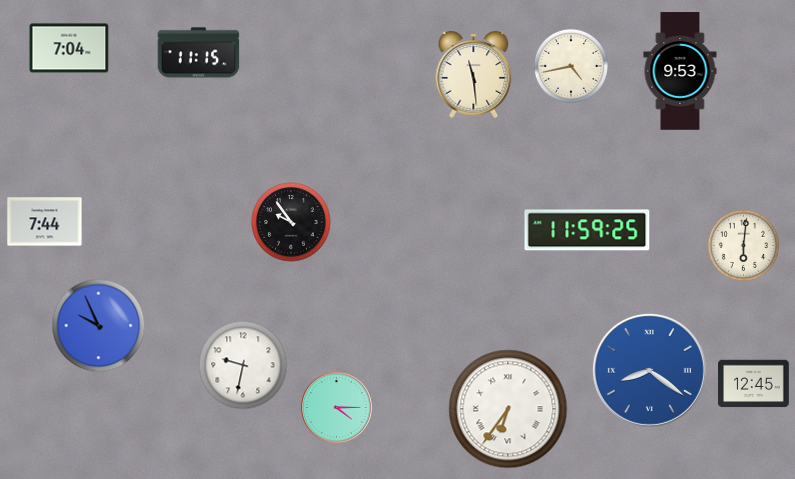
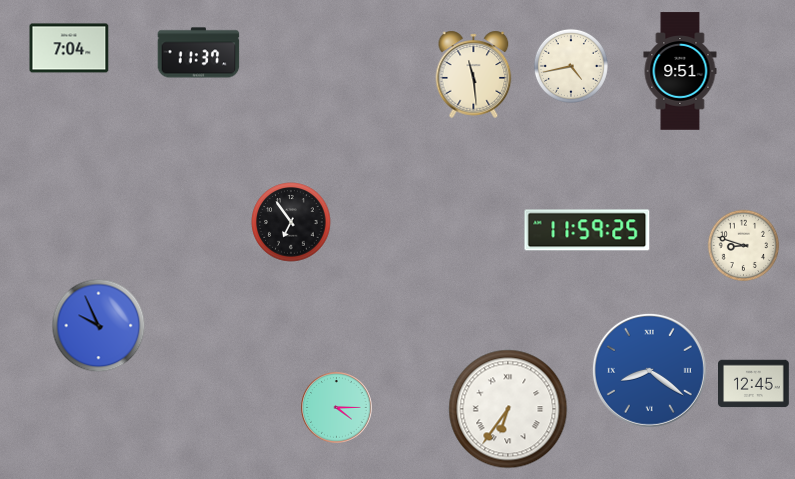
clock at (199, 53): 11:15 -> 11:37
clock at (680, 71): 9:53 -> 9:51
clock at (45, 222): 7:44 -> none
clock at (291, 222): 9:54 -> 6:54
clock at (744, 246): 6:01 -> 8:48
clock at (243, 365): 9:32 -> none
